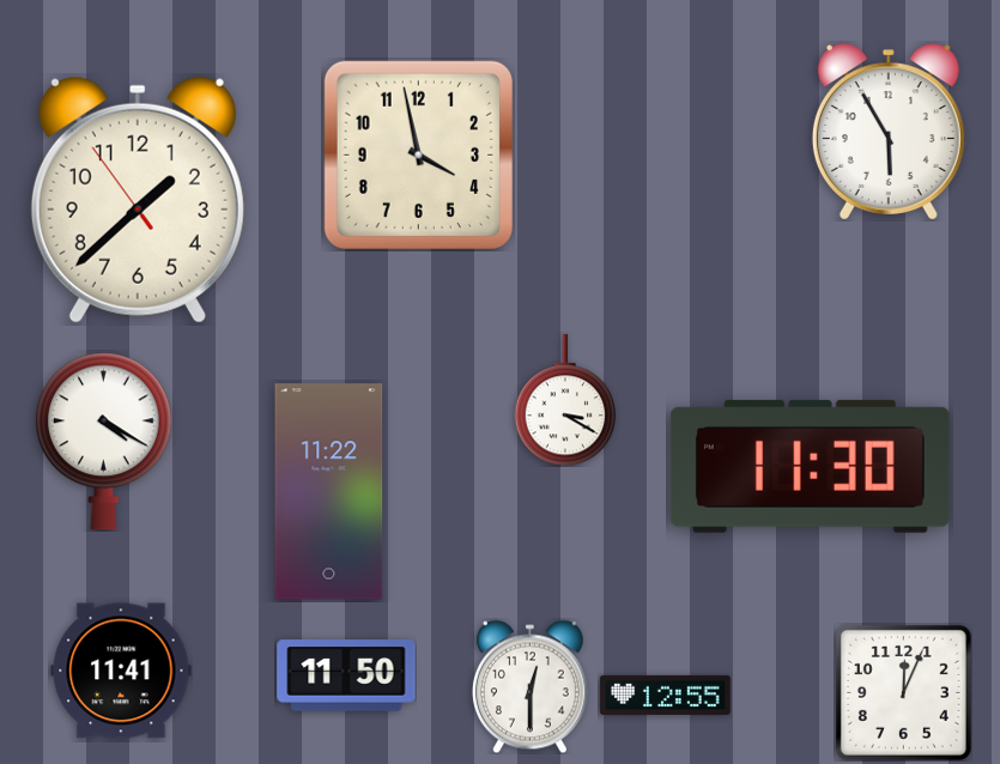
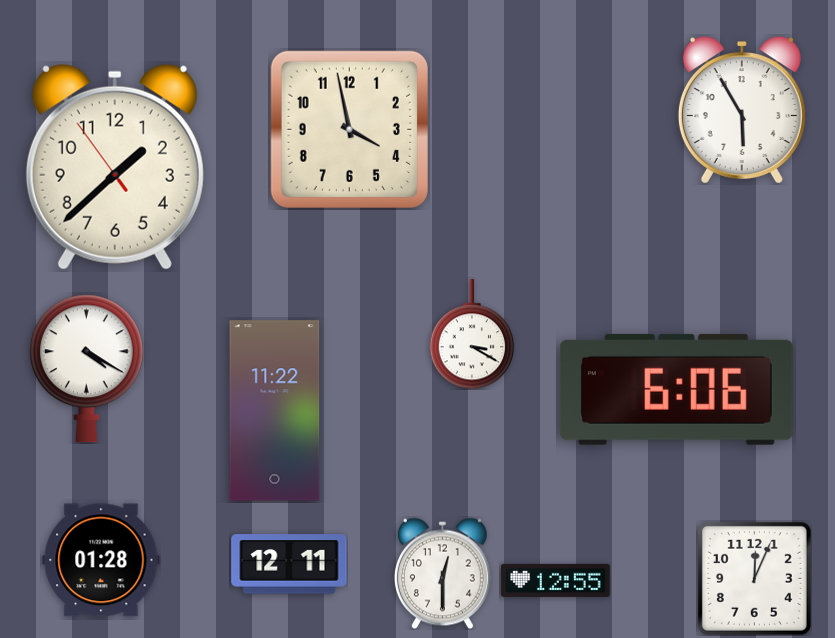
clock at (810, 466): 11:30 -> 6:06
clock at (121, 671): 11:41 -> 01:28
clock at (346, 675): 11:50 -> 12:11
